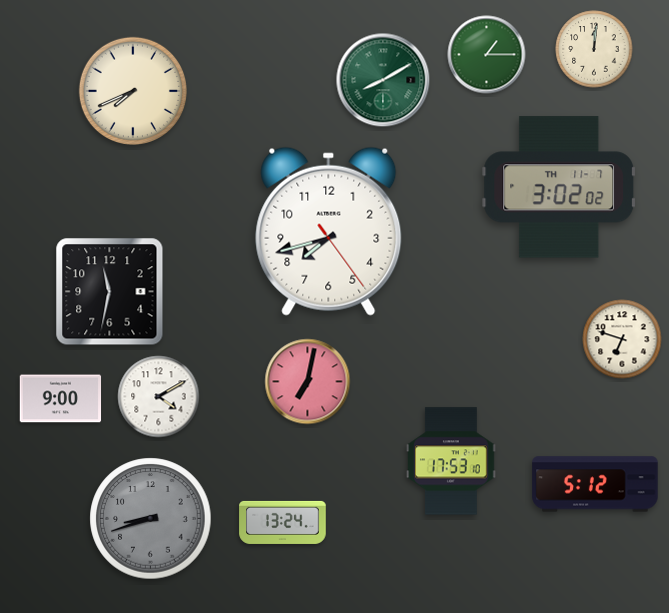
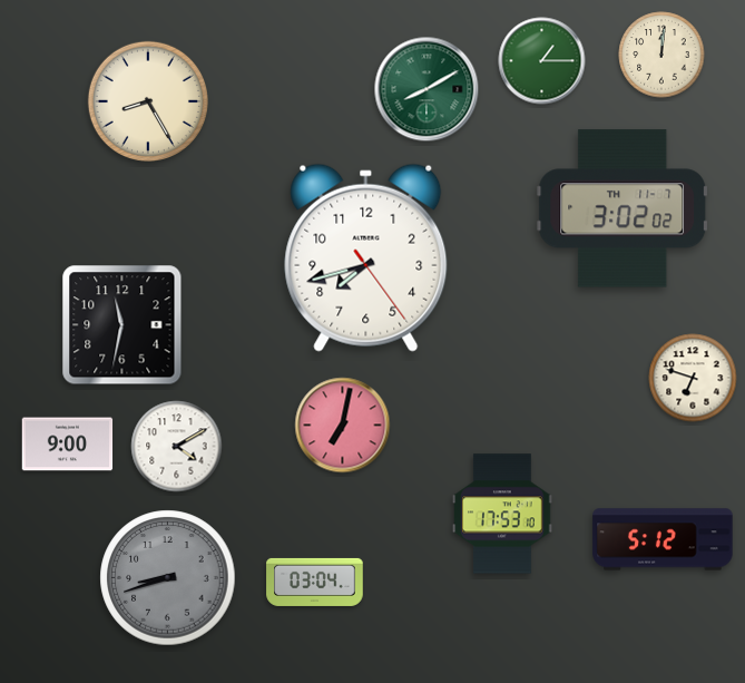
clock at (133, 91): 7:41 -> 8:25
clock at (159, 397) position: (159, 397) -> (177, 447)
clock at (283, 522): 13:24 -> 03:04
